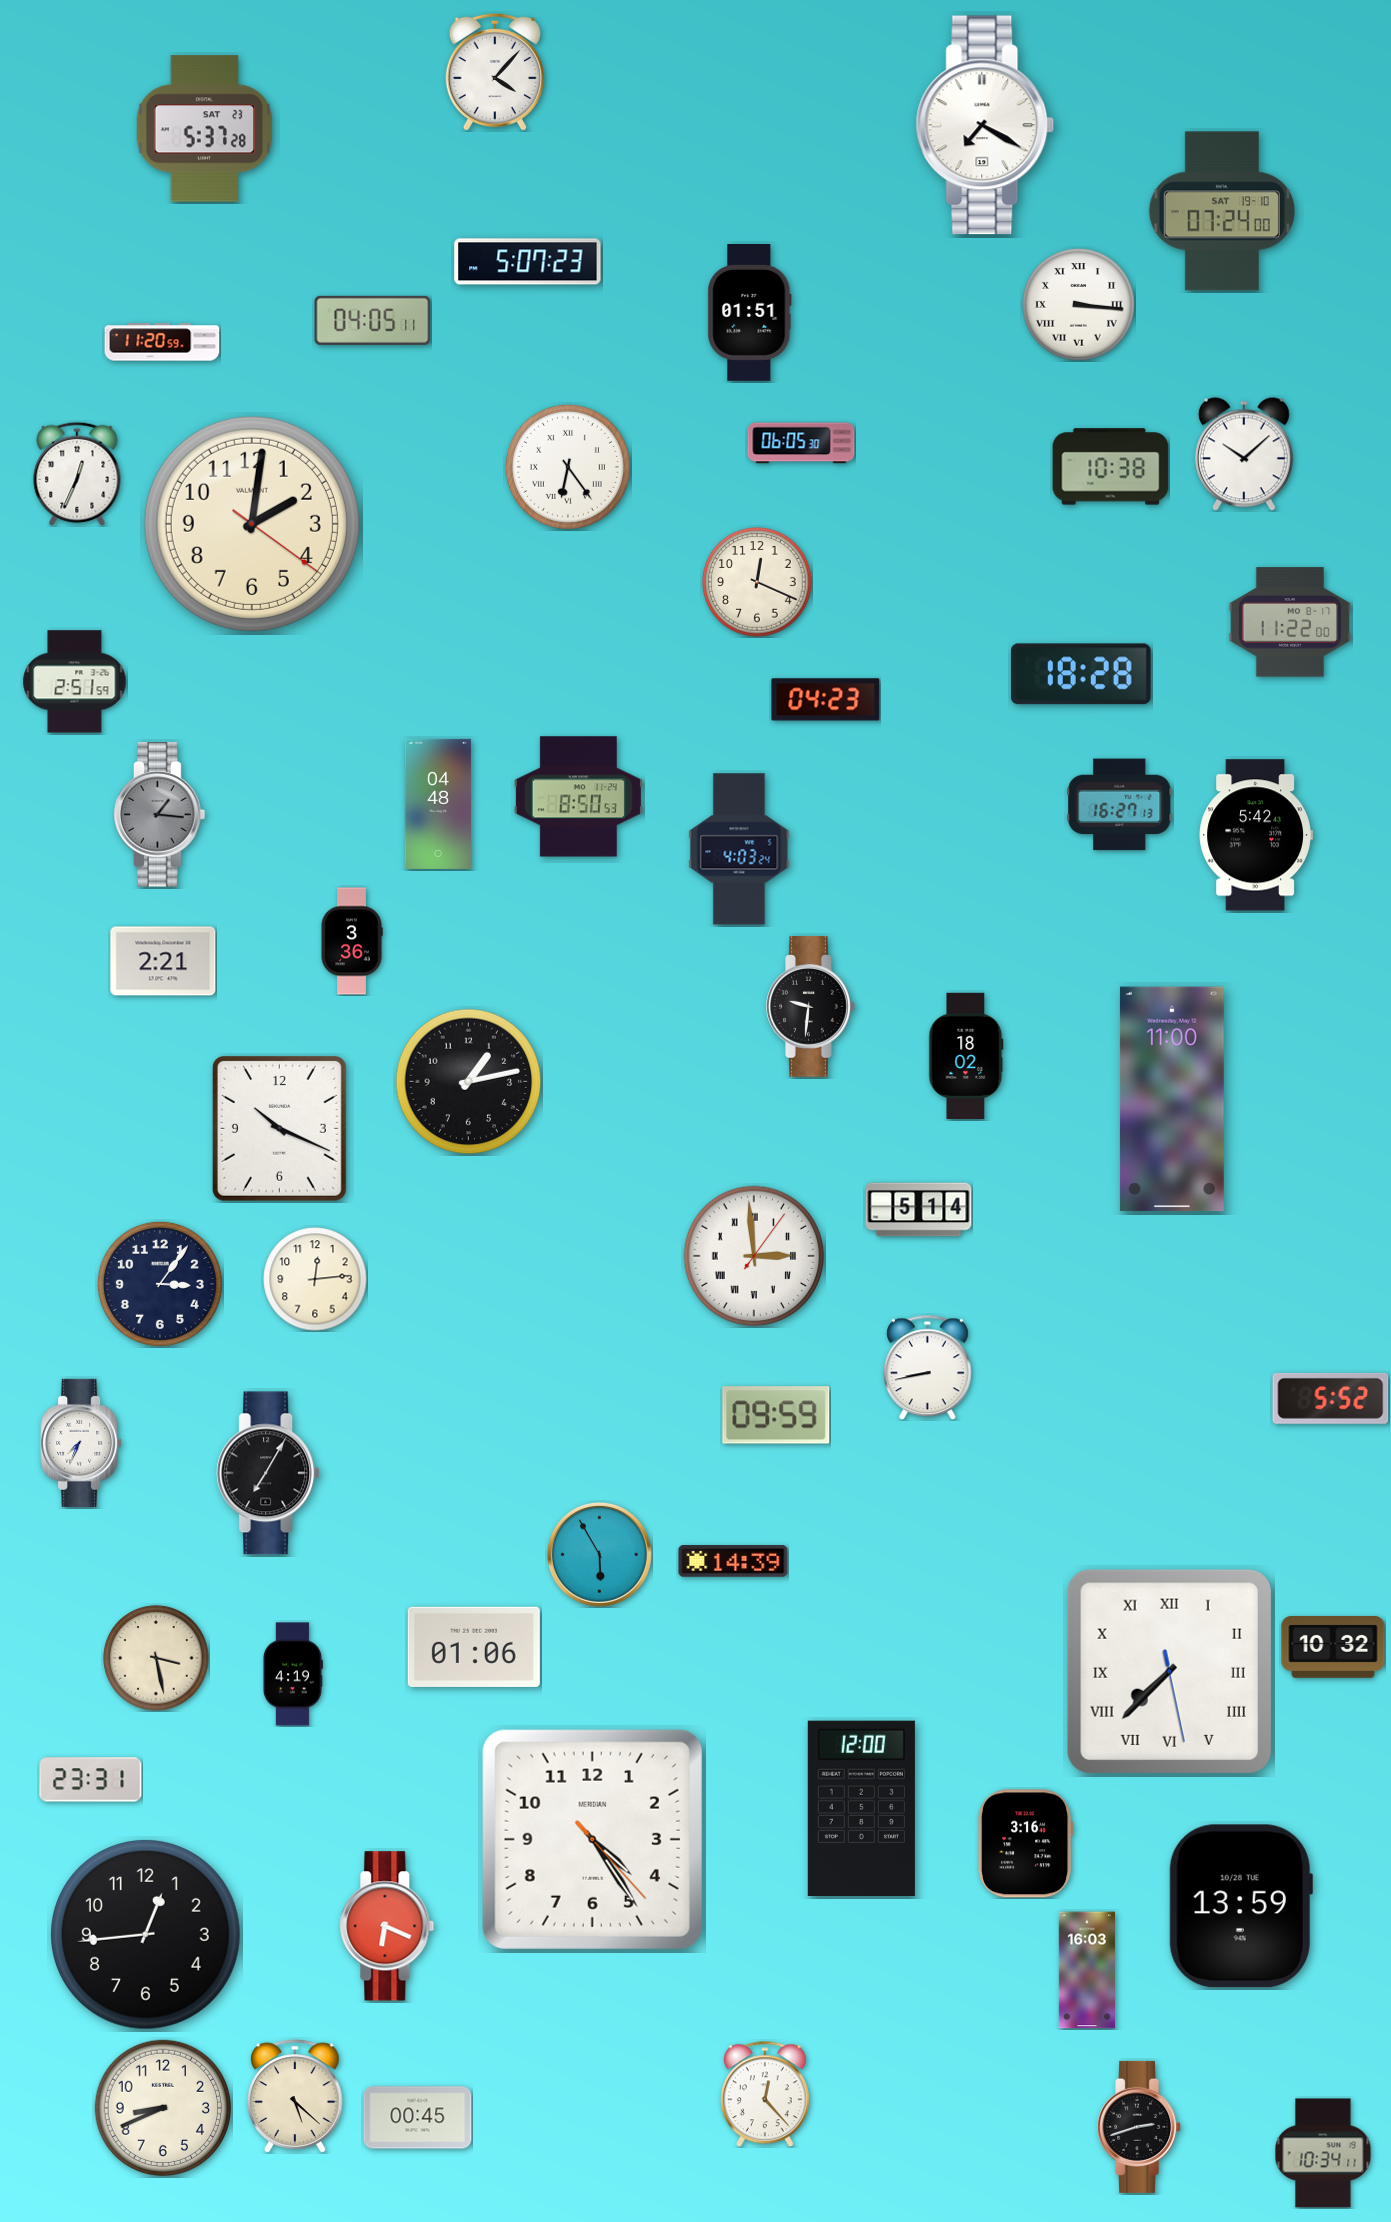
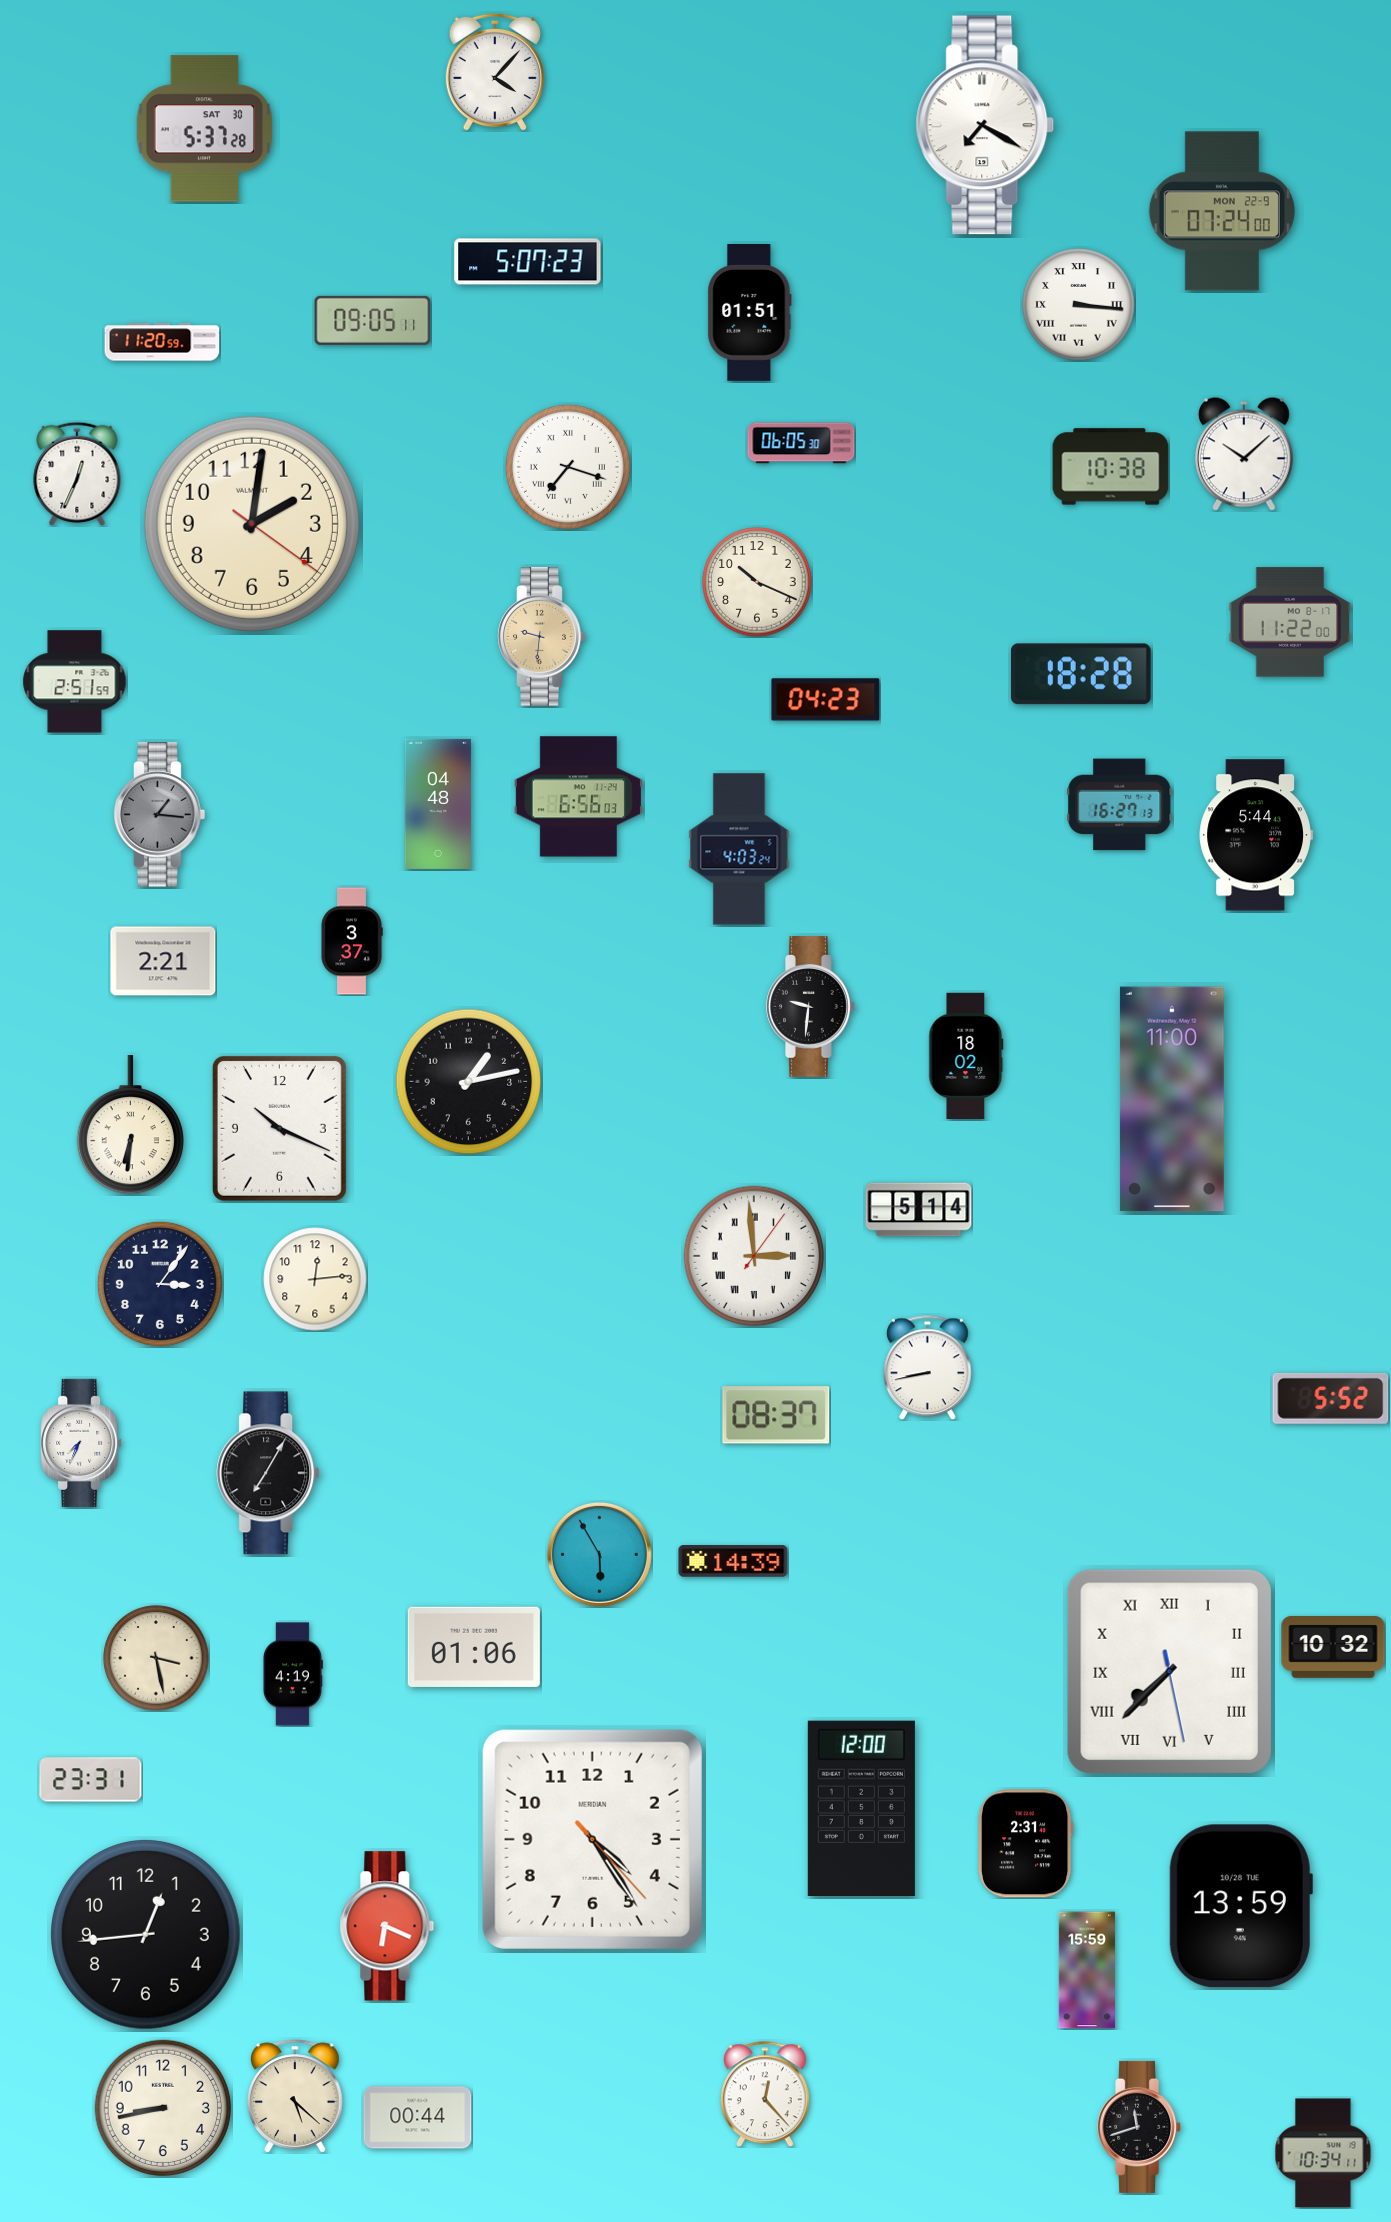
clock at (205, 129) date: SAT 23 -> SAT 30
clock at (1222, 211) date: SAT 19-10 -> MON 22-9
clock at (373, 320): 04:05 -> 09:05
clock at (568, 467): 6:24 -> 7:18
clock at (757, 582): 12:19 -> 10:19
clock at (542, 637): none -> 9:31
clock at (578, 797): 8:50 -> 6:56
clock at (1255, 835): 5:42 -> 5:44
clock at (352, 941): 3:36 -> 3:37
clock at (130, 1126): none -> 6:31
clock at (776, 1415): 09:59 -> 08:37
clock at (1026, 1844): 3:16 -> 2:31
clock at (1087, 1970): 16:03 -> 15:59
clock at (162, 2107): 8:41 -> 8:43
clock at (418, 2118): 00:45 -> 00:44
clock at (1140, 2127): 2:42 -> 11:42
